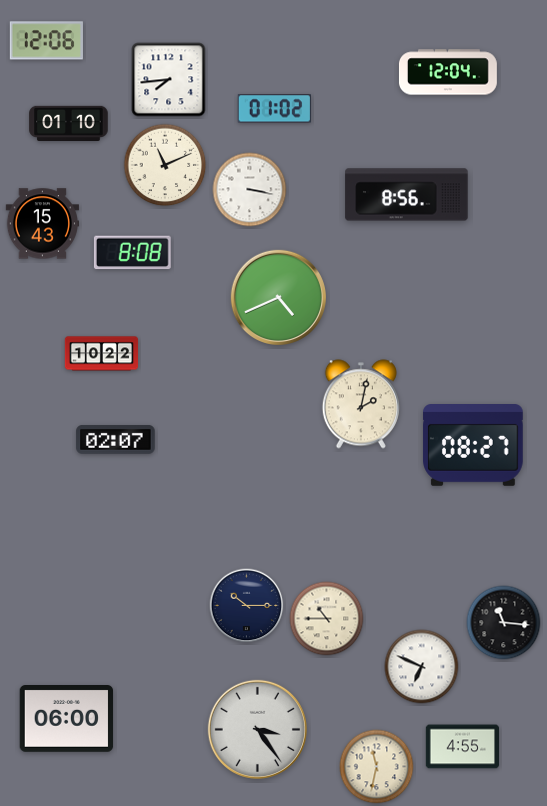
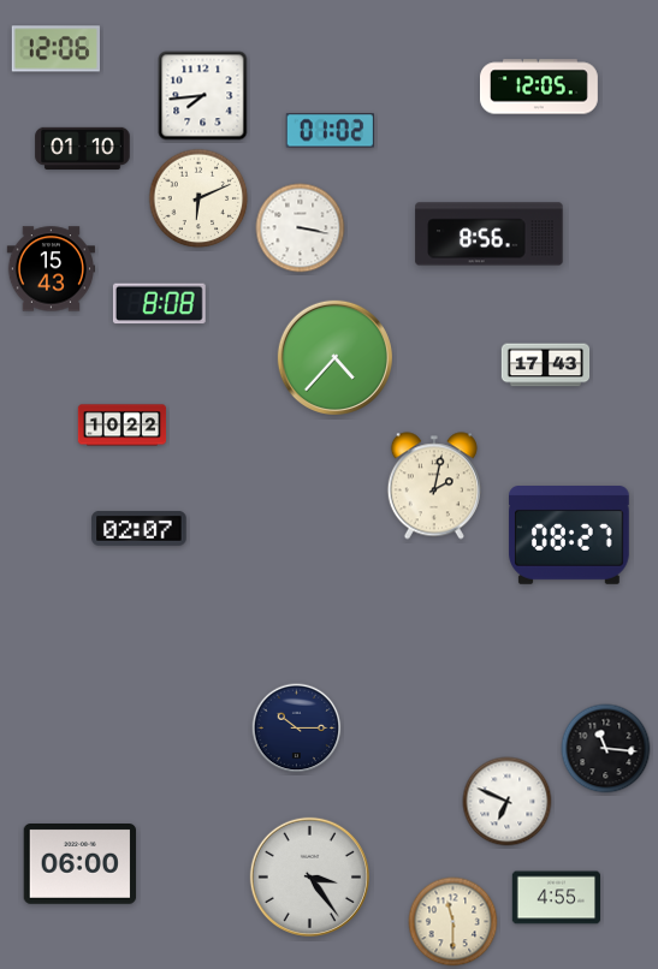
clock at (448, 72): 12:04 -> 12:05
clock at (165, 165): 11:11 -> 6:11
clock at (278, 297): 4:41 -> 4:37
clock at (546, 365): none -> 17:43
clock at (327, 619): 10:45 -> none
clock at (377, 767): 11:32 -> 11:30
